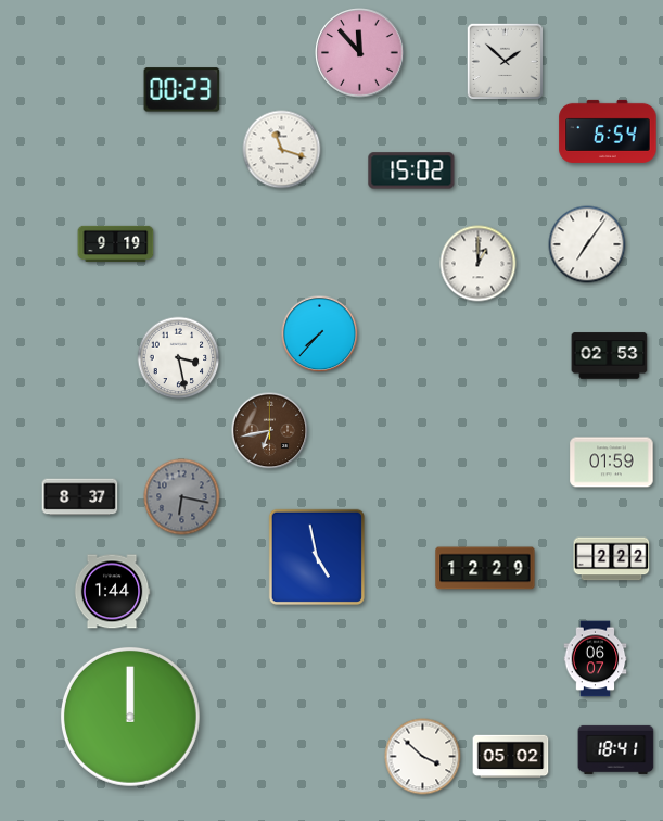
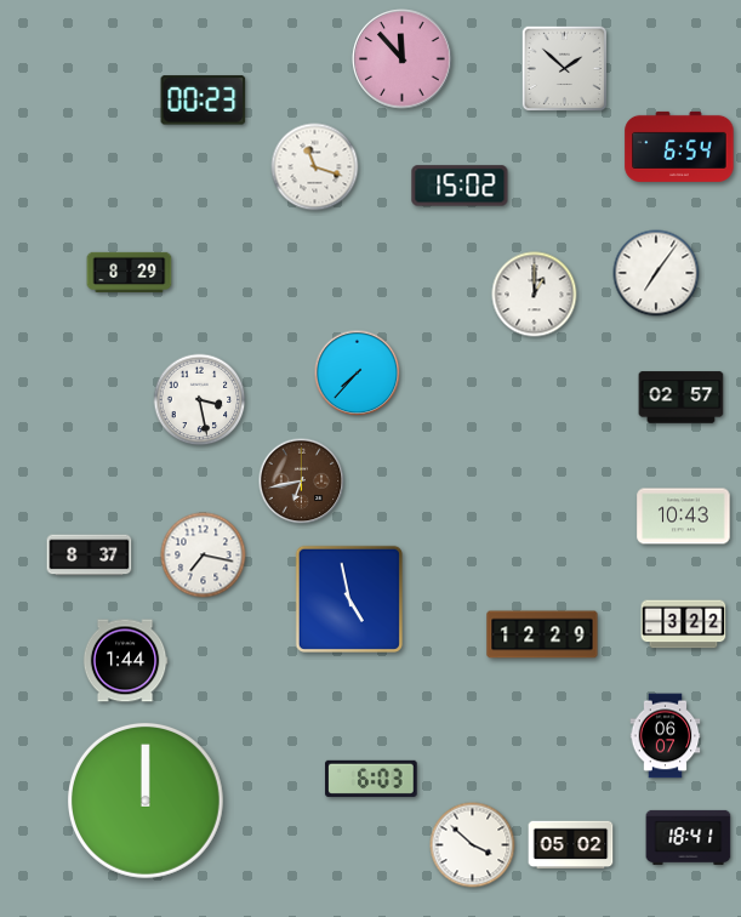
clock at (411, 170) position: (411, 170) -> (460, 186)
clock at (116, 243): 9:19 -> 8:29
clock at (610, 356): 02:53 -> 02:57
clock at (612, 463): 01:59 -> 10:43
clock at (182, 497): 6:17 -> 7:17
clock at (182, 497) dial: grey -> white
clock at (317, 557) position: (317, 557) -> (349, 599)
clock at (612, 559): 2:22 -> 3:22
clock at (371, 779): none -> 6:03
